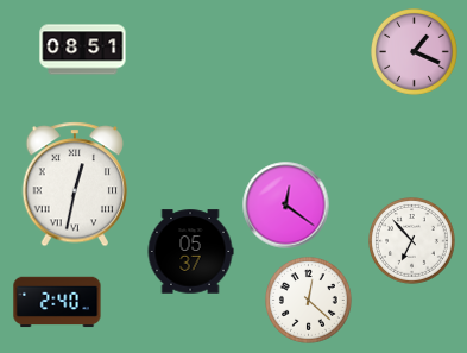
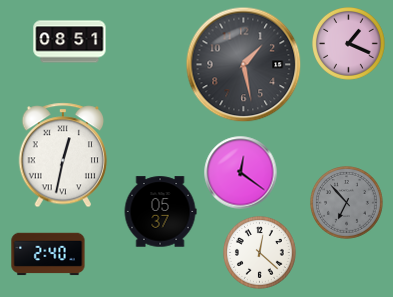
clock at (244, 65): none -> 1:28
clock at (412, 241) dial: white -> grey
